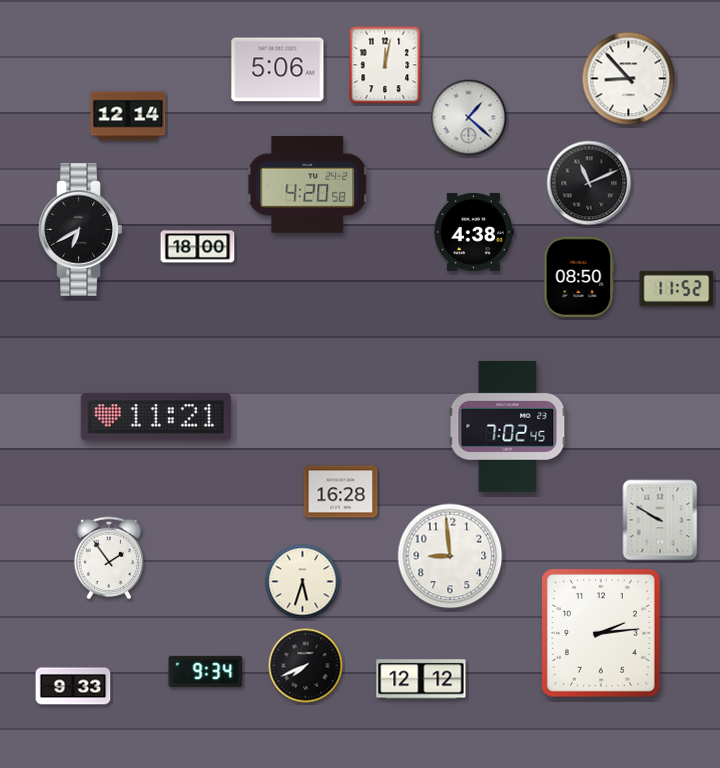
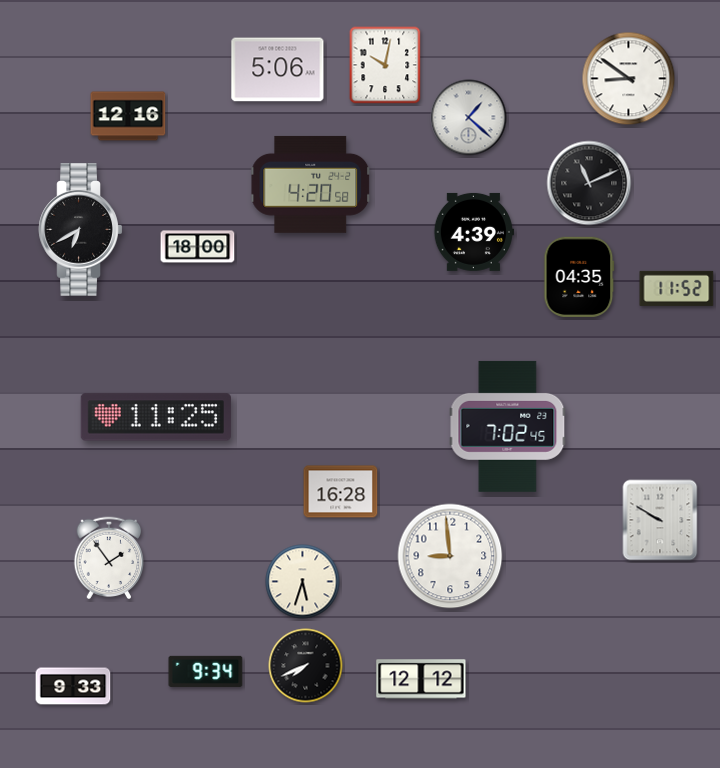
clock at (385, 65): 12:02 -> 10:02
clock at (629, 79): 8:53 -> 8:51
clock at (128, 116): 12:14 -> 12:16
clock at (308, 184) position: (308, 184) -> (311, 184)
clock at (474, 232): 4:38 -> 4:39
clock at (579, 277): 08:50 -> 04:35
clock at (156, 417): 11:21 -> 11:25
clock at (602, 634): 2:14 -> none
